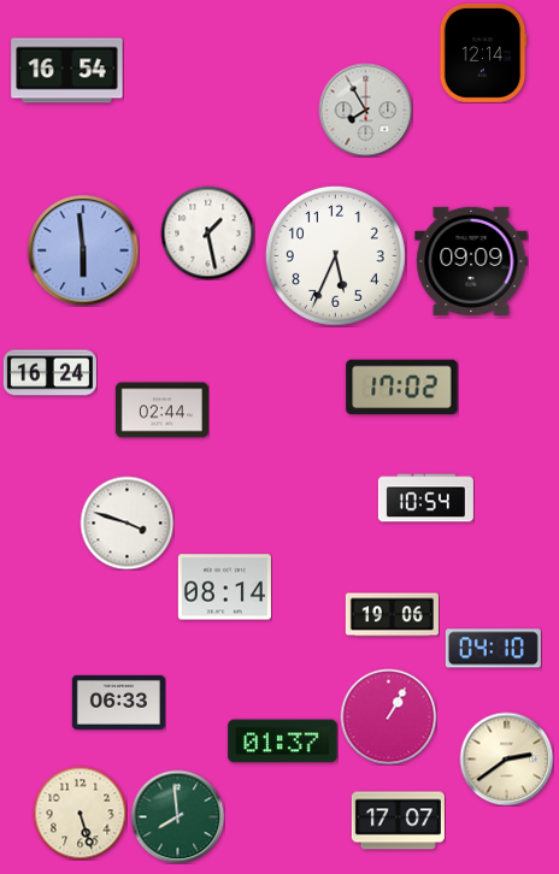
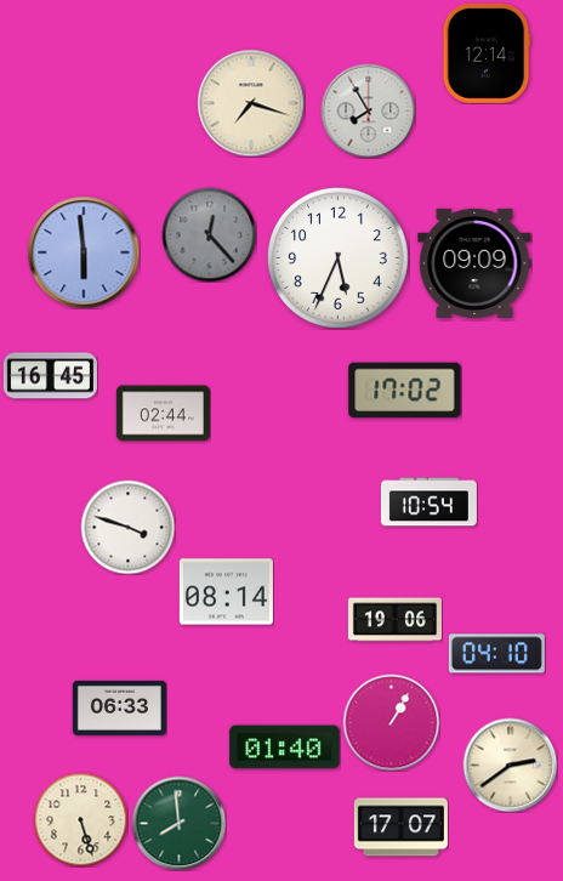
clock at (67, 71): 16:54 -> none
clock at (251, 103): none -> 7:18
clock at (207, 232): 1:28 -> 12:23
clock at (207, 232) dial: white -> grey
clock at (49, 373): 16:24 -> 16:45
clock at (283, 742): 01:37 -> 01:40
